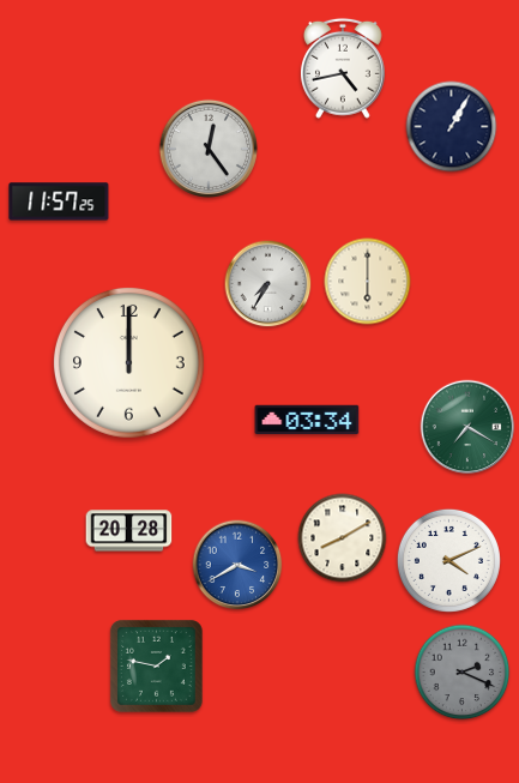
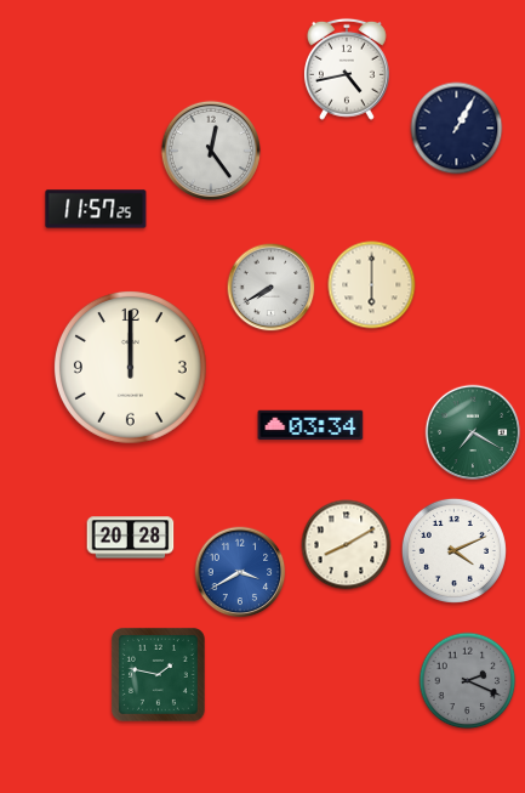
clock at (59, 201) position: (59, 201) -> (96, 209)
clock at (268, 284): 7:35 -> 7:40
clock at (448, 560) position: (448, 560) -> (453, 550)
